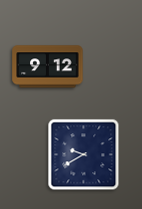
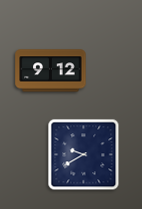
clock at (48, 67) position: (48, 67) -> (51, 71)
